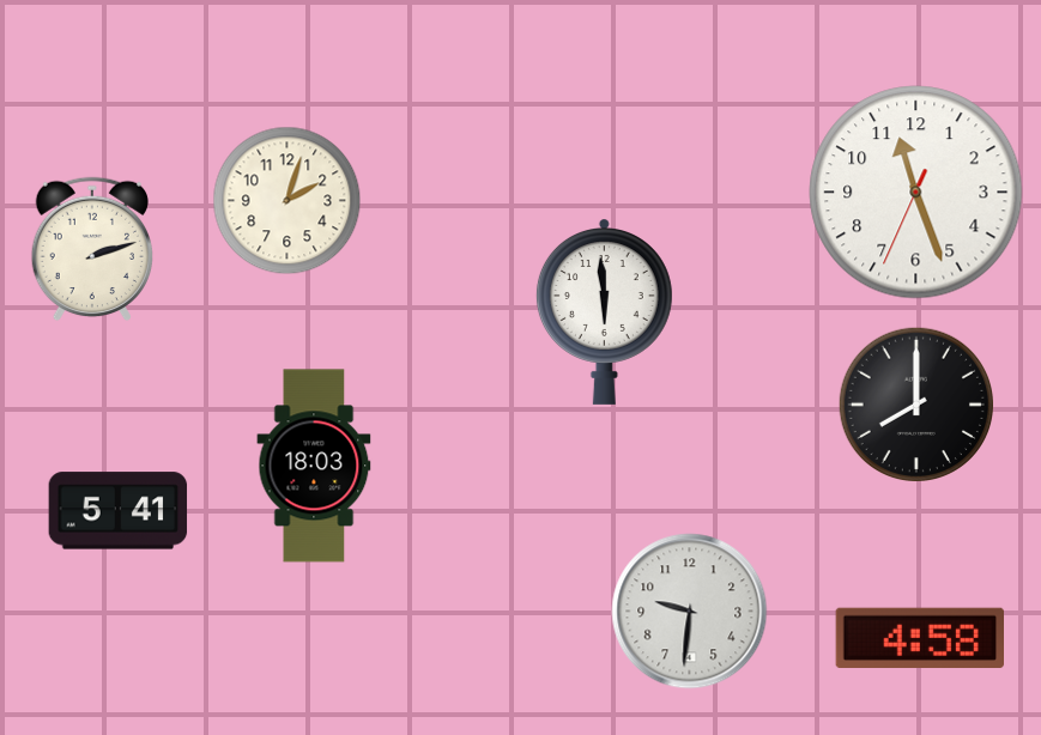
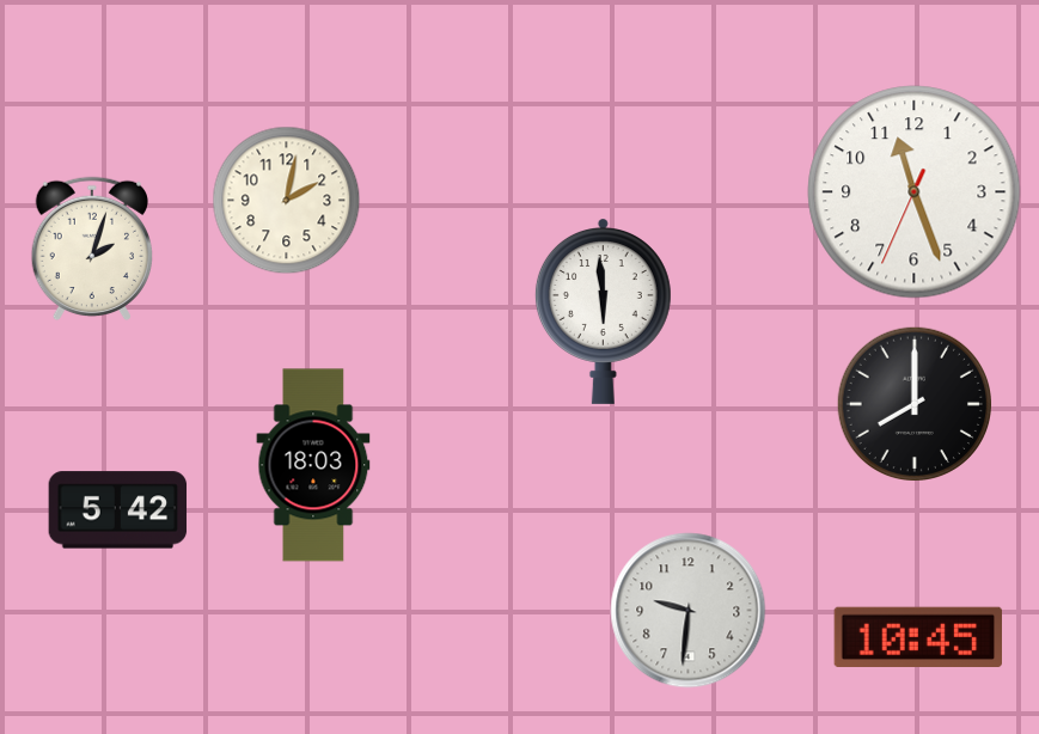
clock at (288, 201): 2:03 -> 2:02
clock at (91, 249): 2:12 -> 2:03
clock at (119, 511): 5:41 -> 5:42
clock at (919, 637): 4:58 -> 10:45
